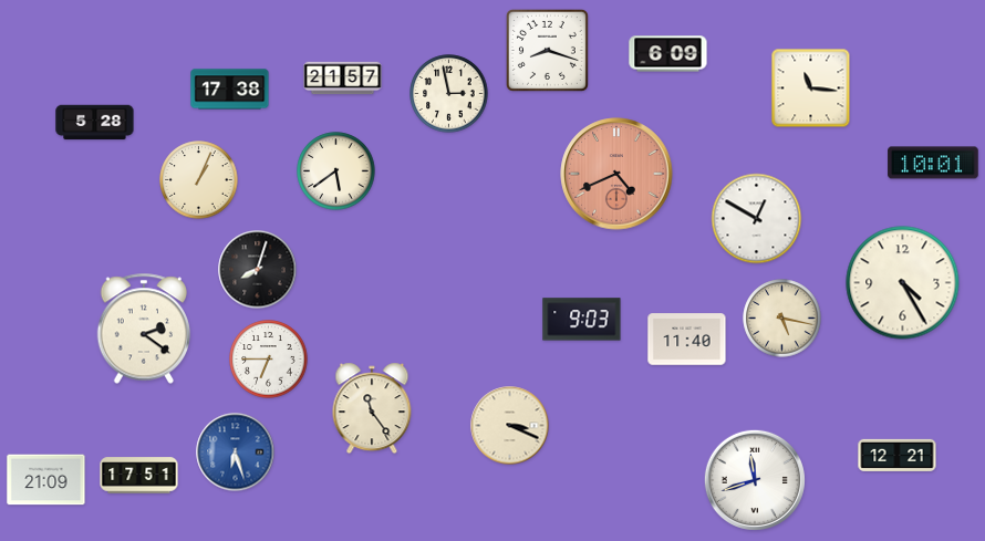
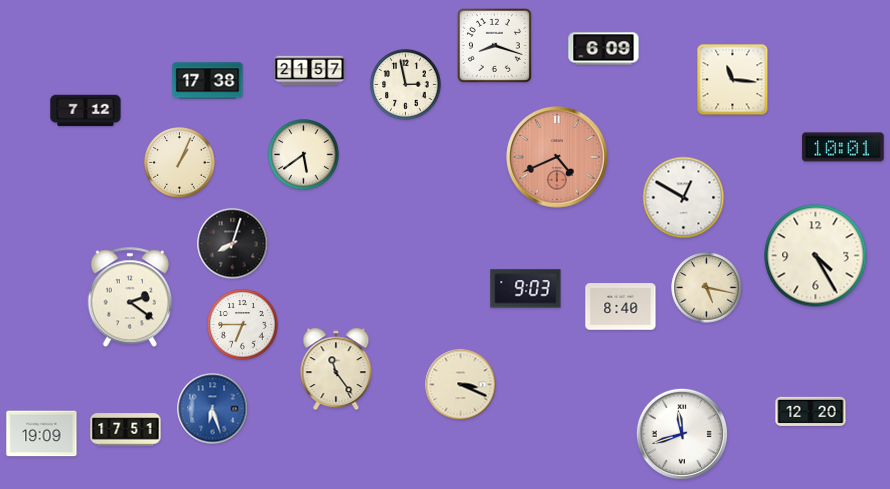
clock at (95, 123): 5:28 -> 7:12
clock at (687, 340): 11:40 -> 8:40
clock at (898, 456): 12:21 -> 12:20
clock at (46, 480): 21:09 -> 19:09
